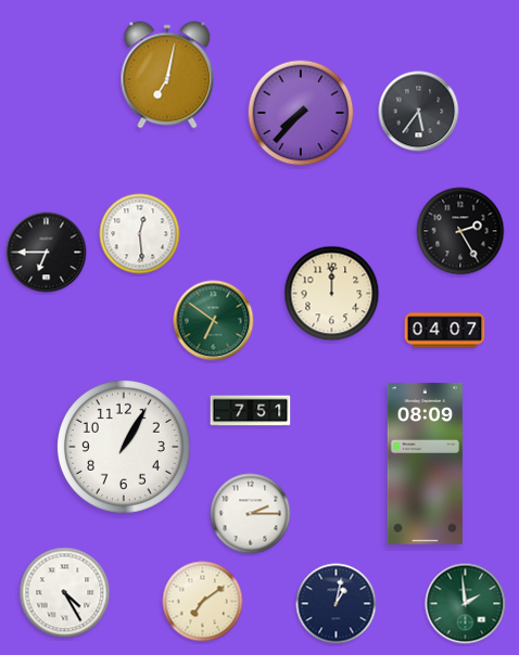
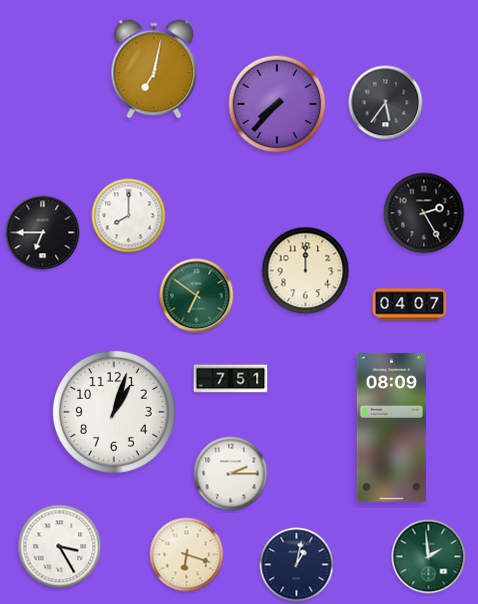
clock at (140, 234): 12:29 -> 8:00
clock at (124, 447): 1:05 -> 1:03
clock at (65, 593): 4:25 -> 3:25
clock at (203, 602): 7:09 -> 6:18
clock at (337, 604) position: (337, 604) -> (297, 565)
